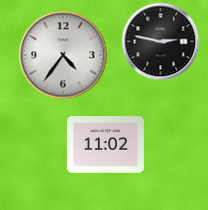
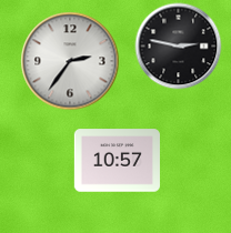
clock at (63, 55): 4:36 -> 2:36
clock at (105, 145): 11:02 -> 10:57
